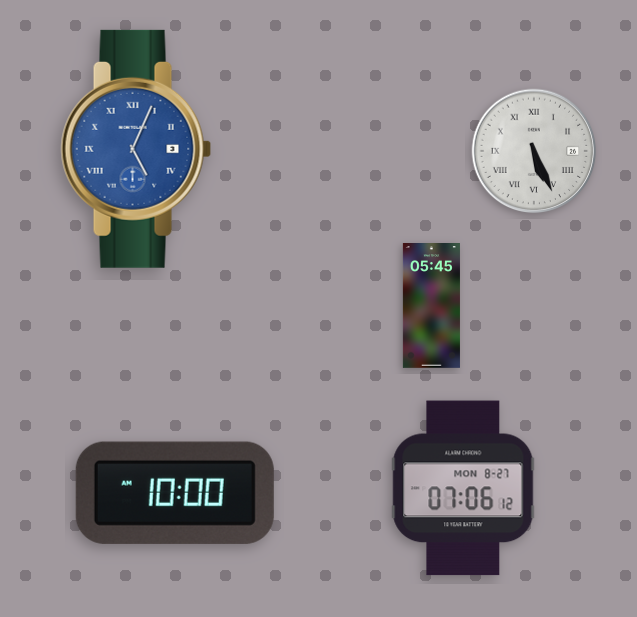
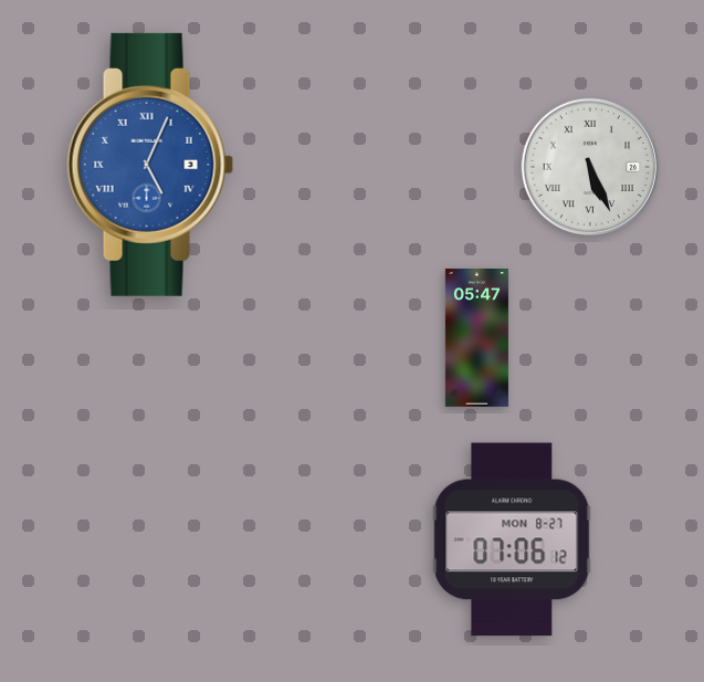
clock at (431, 306): 05:45 -> 05:47
clock at (175, 493): 10:00 -> none
